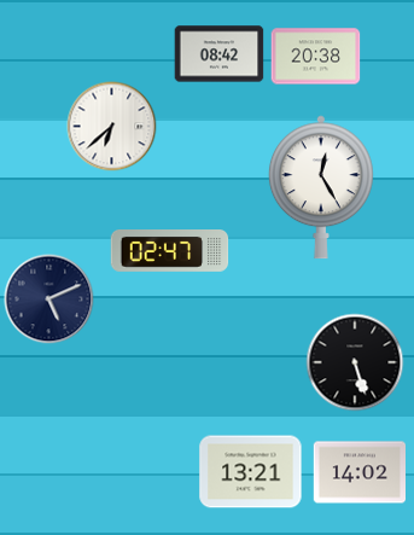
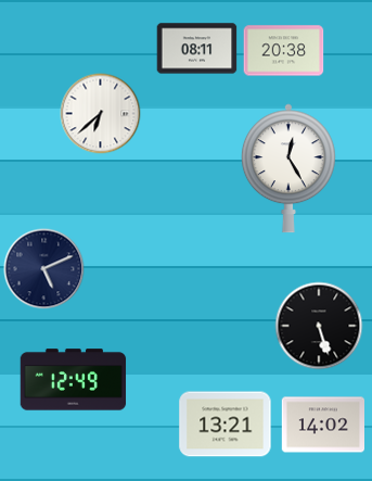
clock at (220, 54): 08:42 -> 08:11
clock at (170, 251): 02:47 -> none
clock at (74, 380): none -> 12:49
